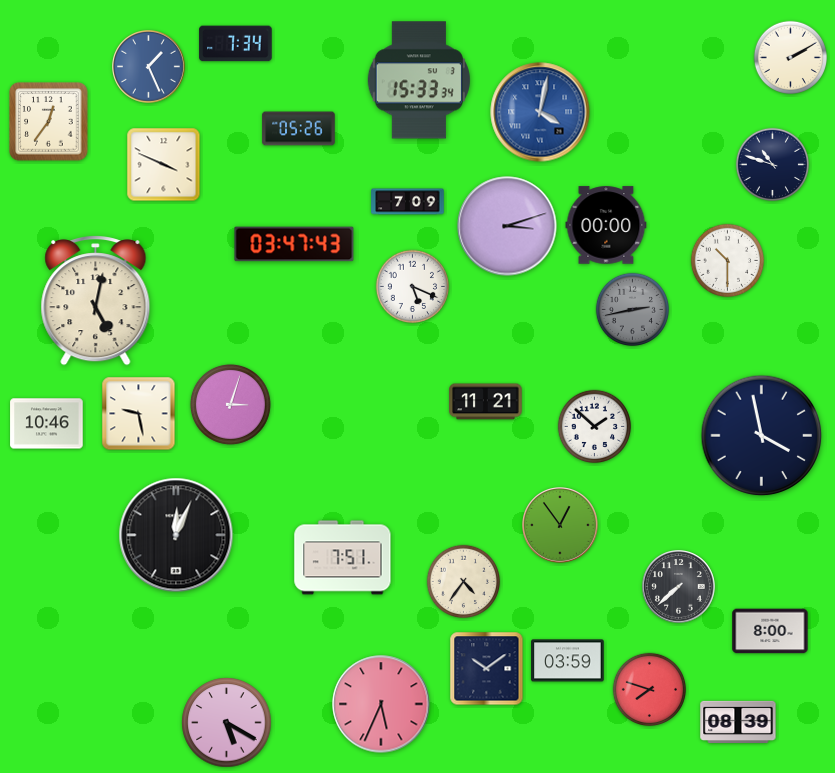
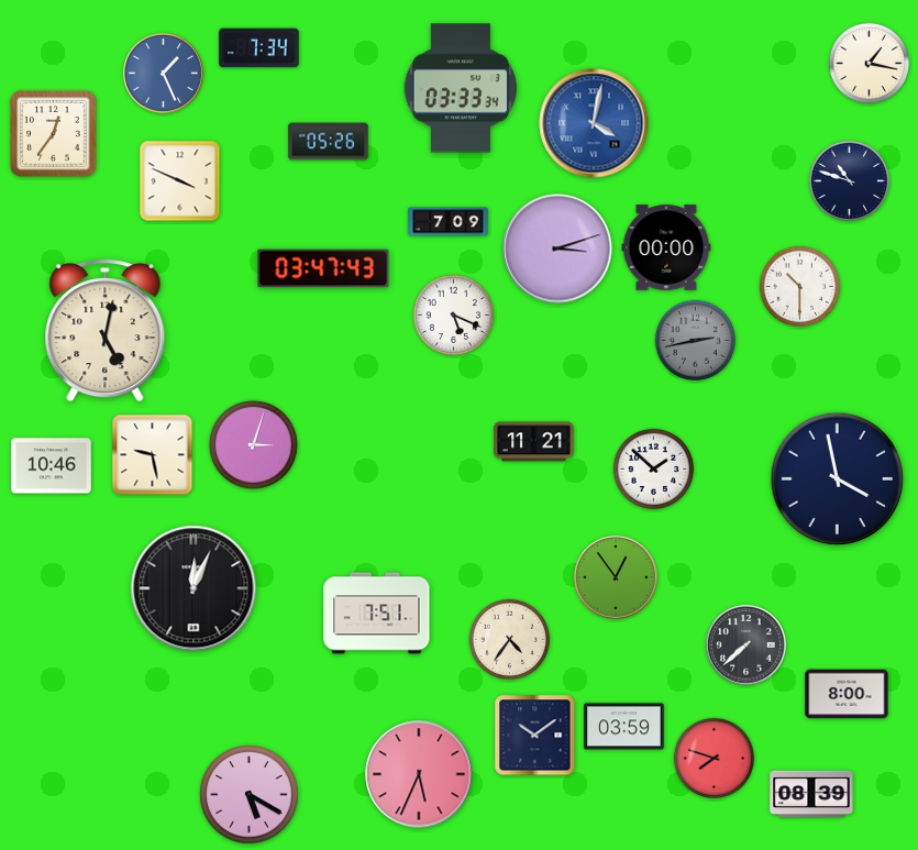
clock at (791, 58): 2:10 -> 1:17
clock at (419, 80): 15:33 -> 03:33
